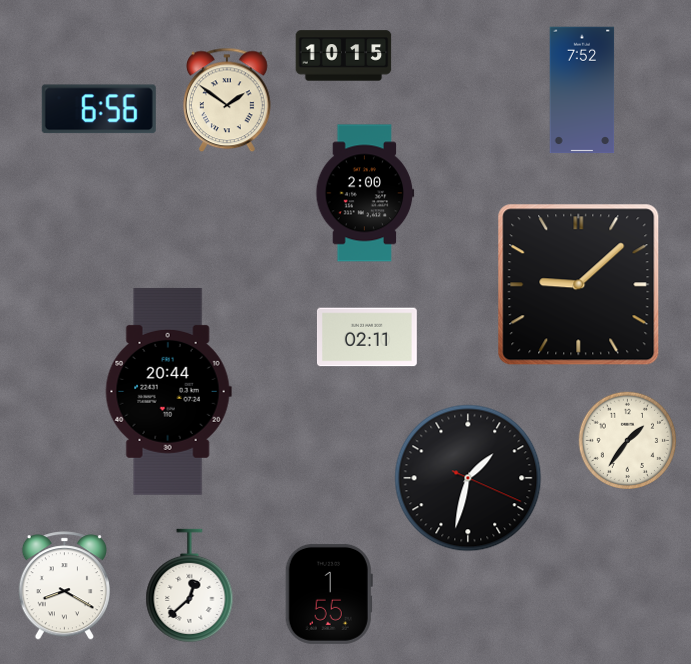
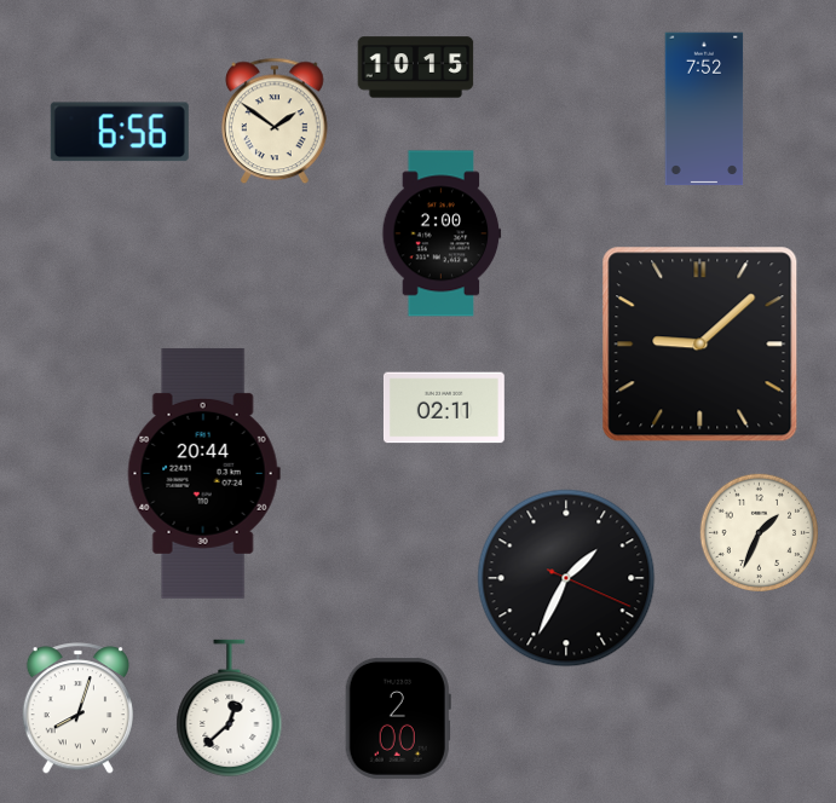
clock at (628, 441): 1:36 -> 1:34
clock at (468, 478): 1:32 -> 1:34
clock at (64, 586): 8:20 -> 8:03
clock at (329, 594): 1:55 -> 2:00
